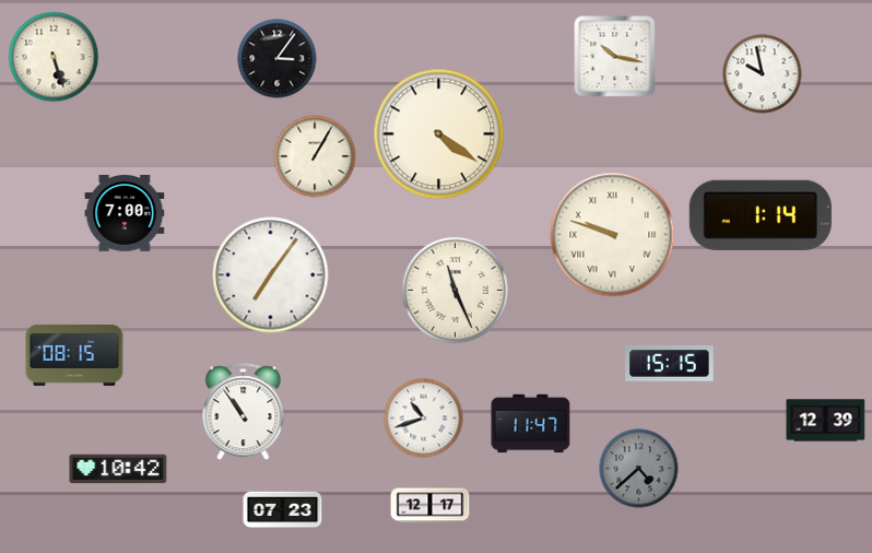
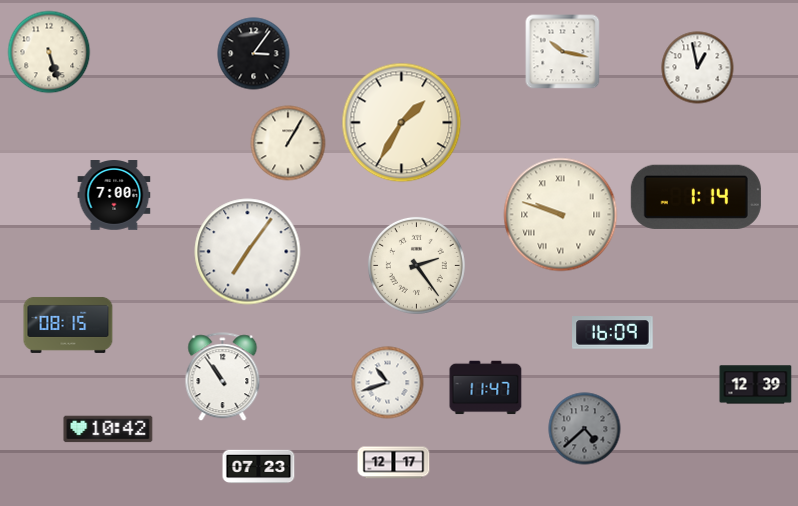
clock at (763, 74): 9:58 -> 12:58
clock at (439, 134): 4:21 -> 1:35
clock at (455, 290): 11:26 -> 2:24
clock at (670, 364): 15:15 -> 16:09
